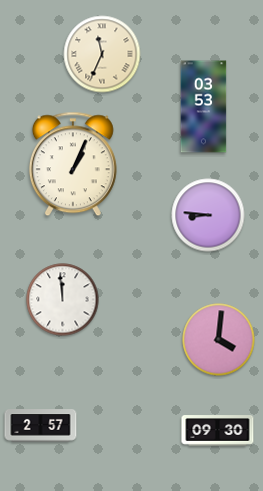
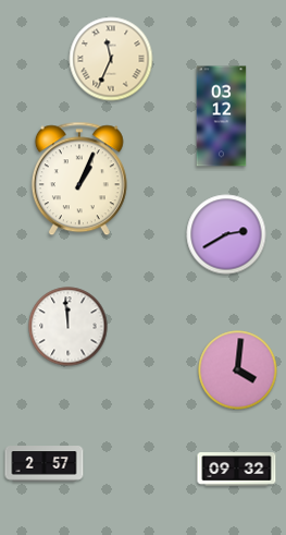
clock at (204, 107): 03:53 -> 03:12
clock at (208, 215): 8:46 -> 2:40
clock at (218, 431): 09:30 -> 09:32
